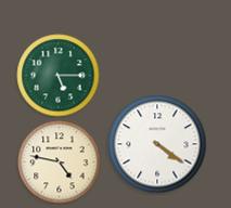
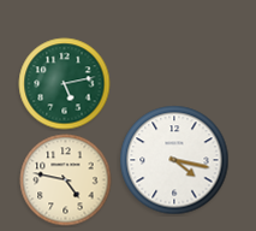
clock at (59, 76): 5:15 -> 5:13
clock at (157, 144): 4:21 -> 4:17
